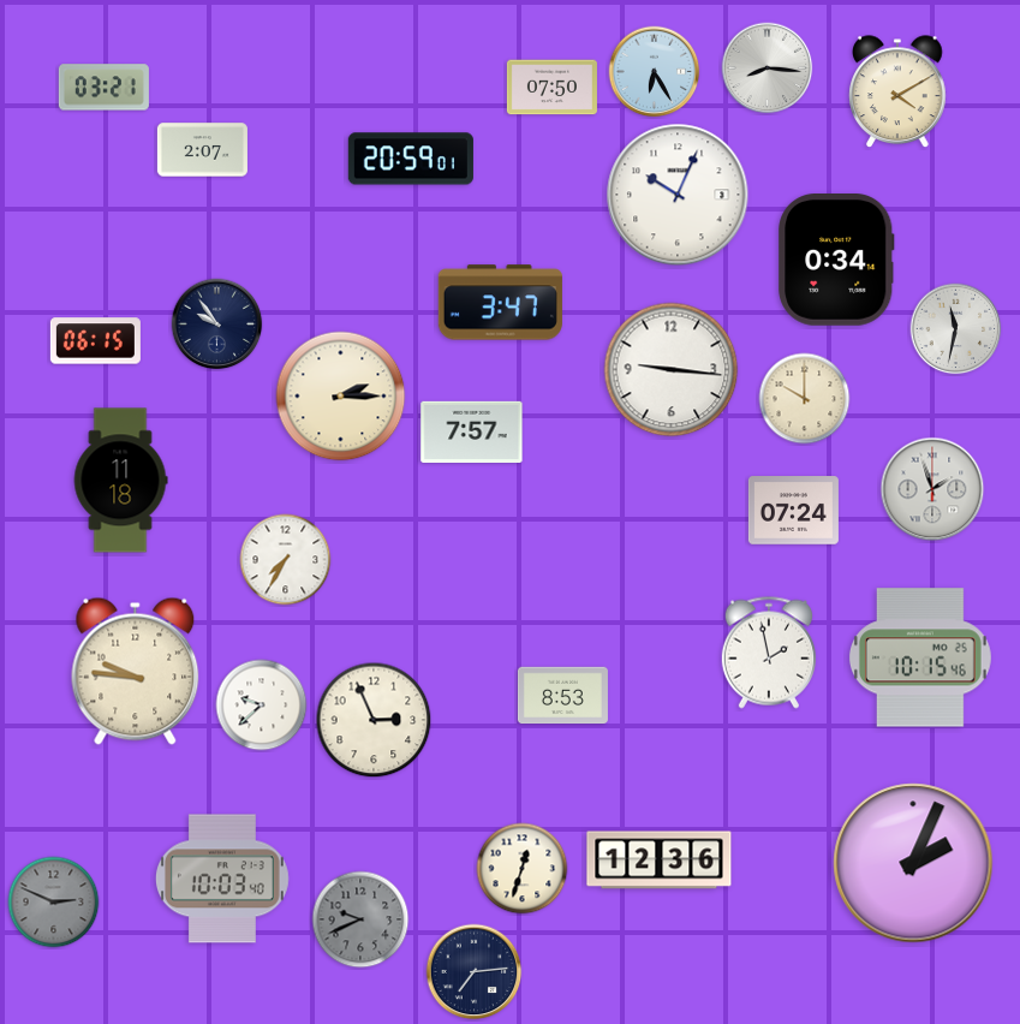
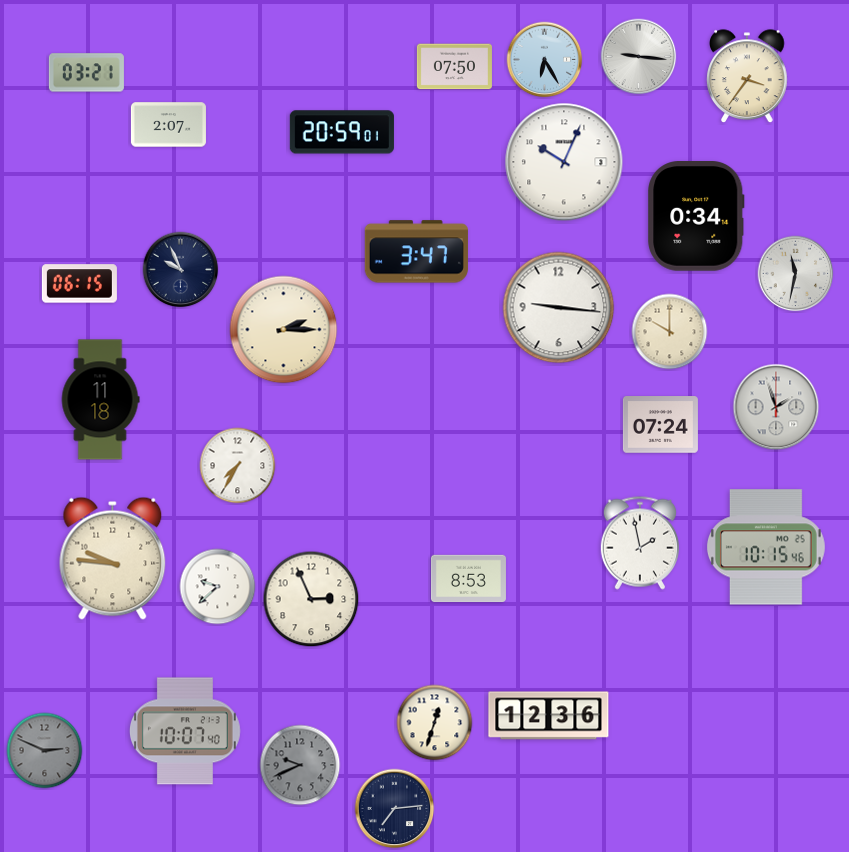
clock at (768, 69): 8:16 -> 9:16
clock at (551, 88) position: (551, 88) -> (454, 67)
clock at (897, 93): 4:10 -> 3:36
clock at (217, 325): 9:54 -> 9:56
clock at (472, 431): 7:57 -> none
clock at (913, 863): 2:04 -> none
clock at (222, 879): 10:03 -> 10:07
